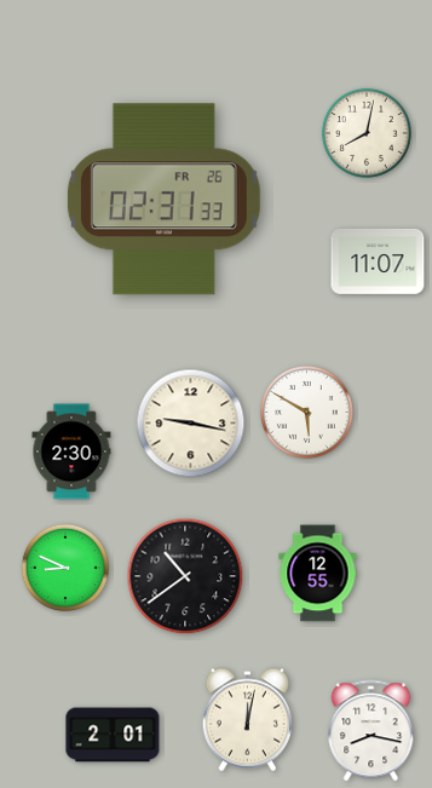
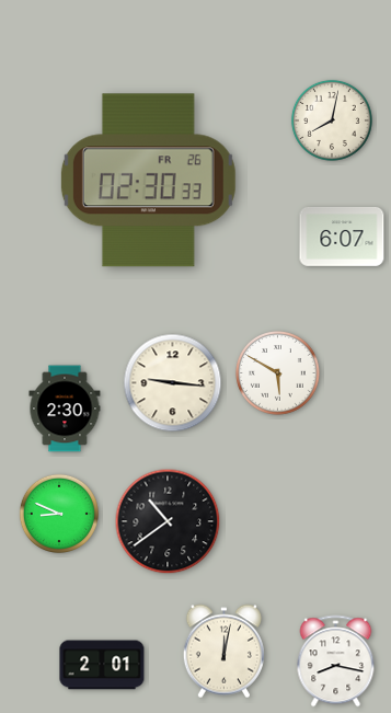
clock at (163, 200): 02:31 -> 02:30
clock at (378, 261): 11:07 -> 6:07
clock at (191, 424): 9:17 -> 9:16
clock at (318, 574): 12:55 -> none
